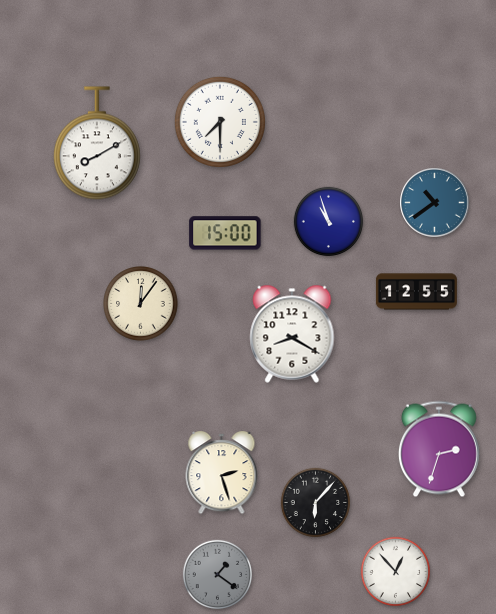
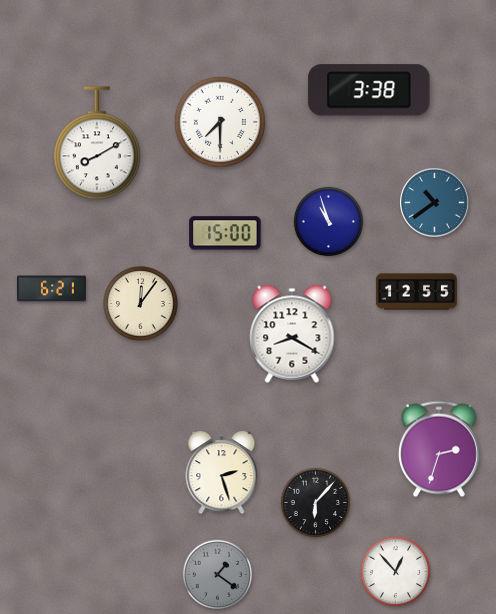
clock at (369, 90): none -> 3:38
clock at (51, 289): none -> 6:21
